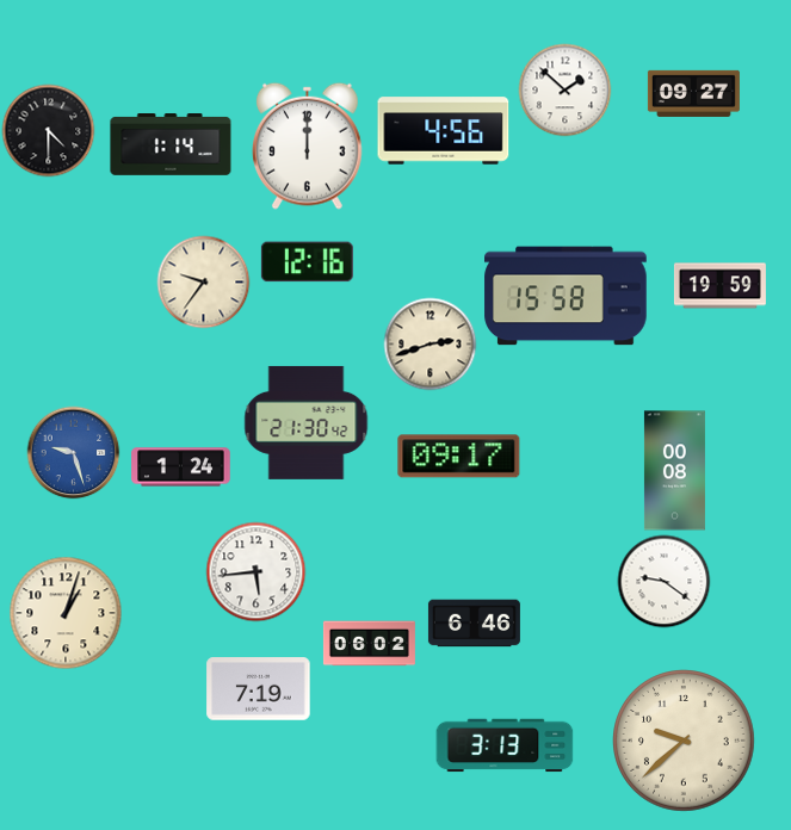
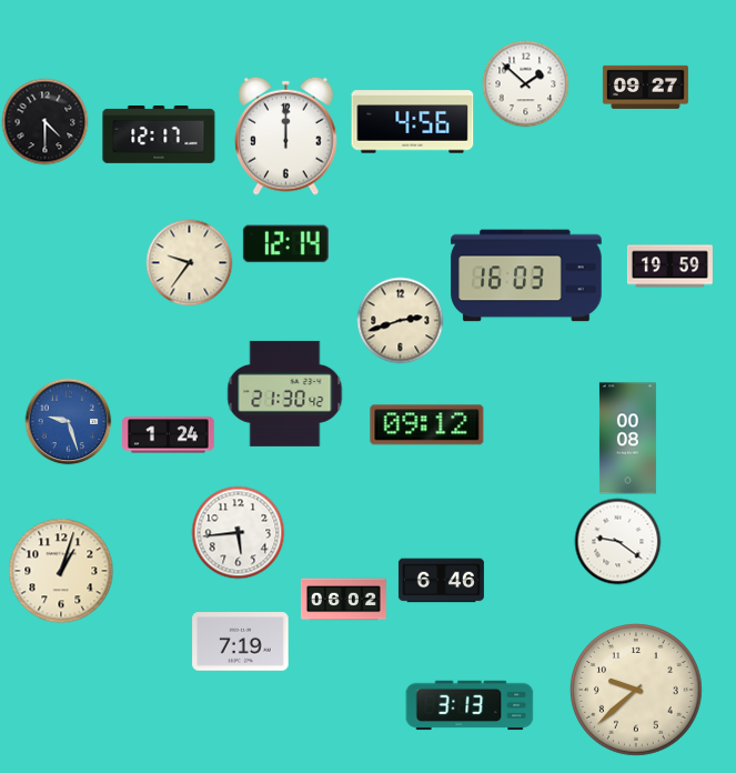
clock at (171, 145): 1:14 -> 12:17
clock at (307, 262): 12:16 -> 12:14
clock at (566, 296): 15:58 -> 16:03
clock at (459, 457): 09:17 -> 09:12
clock at (505, 745) position: (505, 745) -> (470, 705)
